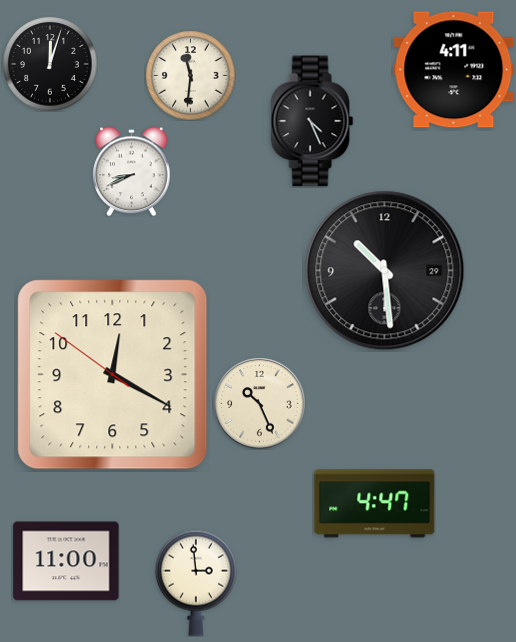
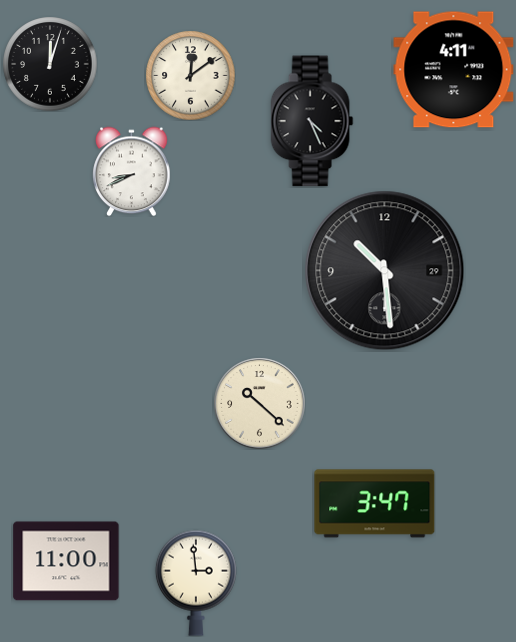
clock at (190, 75): 11:31 -> 12:09
clock at (113, 375): 12:19 -> none
clock at (259, 403): 10:26 -> 10:22
clock at (375, 504): 4:47 -> 3:47
